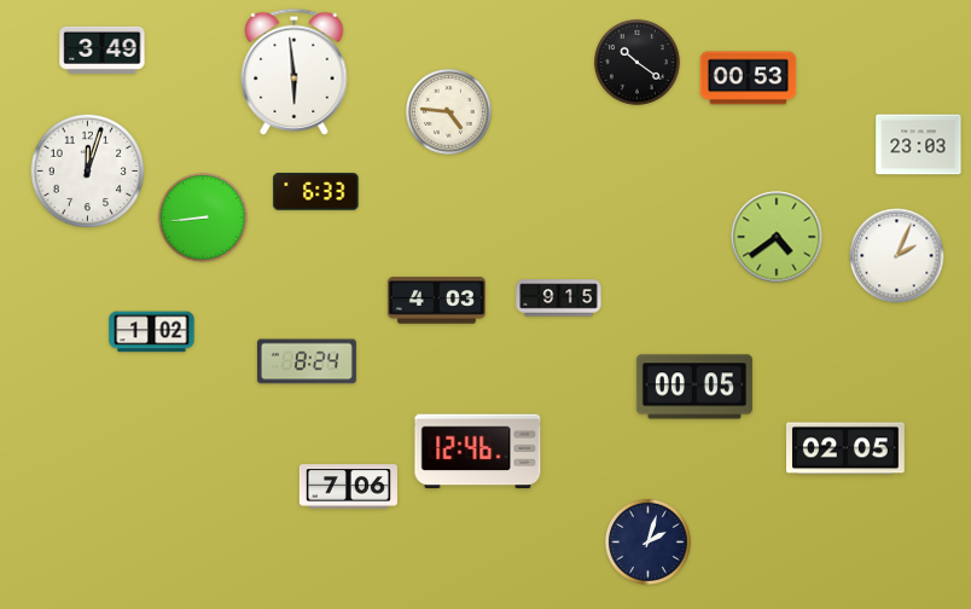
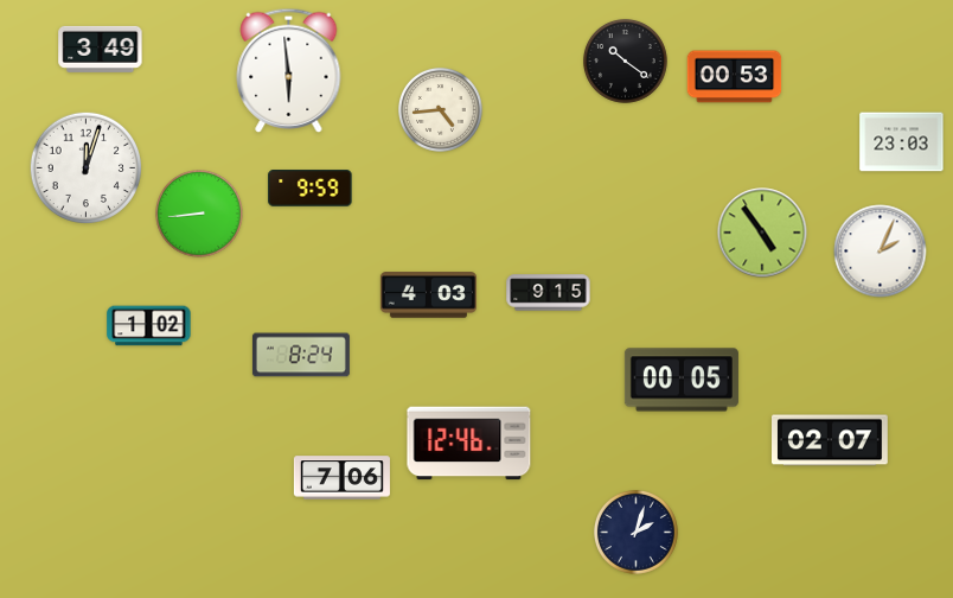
clock at (448, 111): 4:46 -> 4:44
clock at (316, 192): 6:33 -> 9:59
clock at (777, 237): 4:39 -> 4:54
clock at (847, 448): 02:05 -> 02:07
